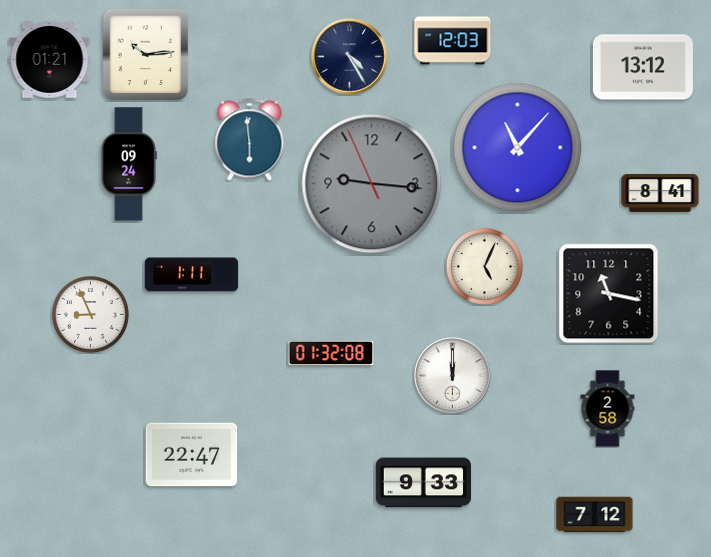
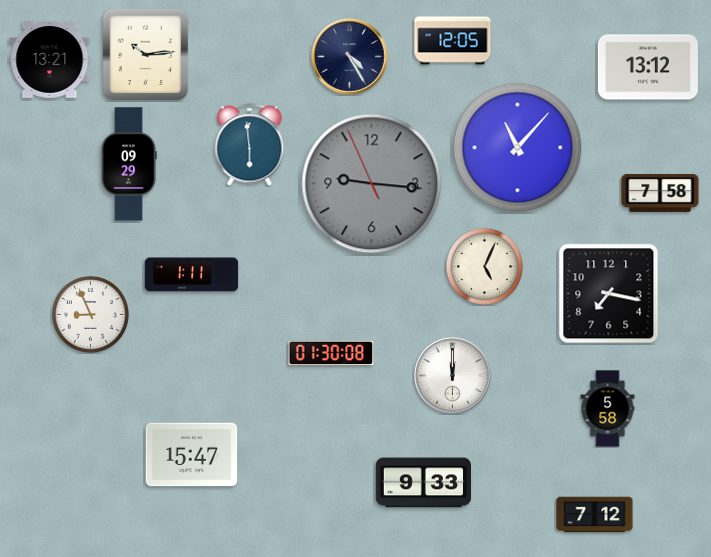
clock at (453, 41): 12:03 -> 12:05
clock at (50, 60): 01:21 -> 13:21
clock at (643, 67) position: (643, 67) -> (648, 67)
clock at (250, 140) position: (250, 140) -> (250, 145)
clock at (129, 164): 09:24 -> 09:29
clock at (660, 193): 8:41 -> 7:58
clock at (609, 294): 11:17 -> 7:17
clock at (331, 353): 01:32 -> 01:30
clock at (608, 409): 2:58 -> 5:58
clock at (192, 455): 22:47 -> 15:47
